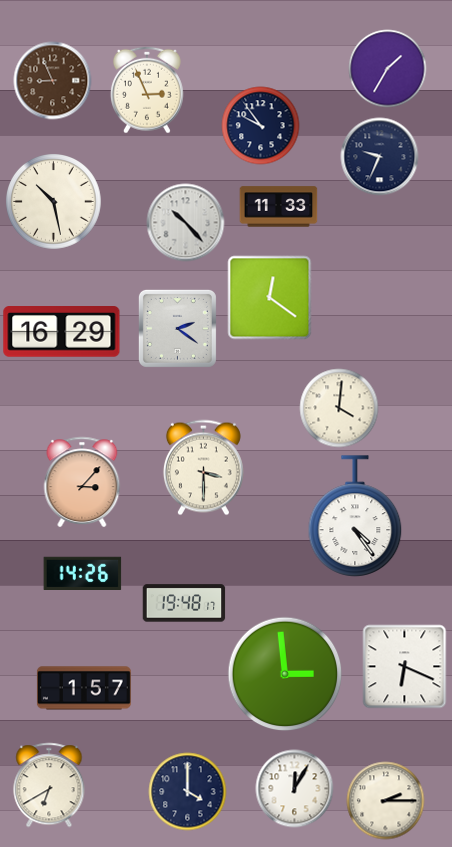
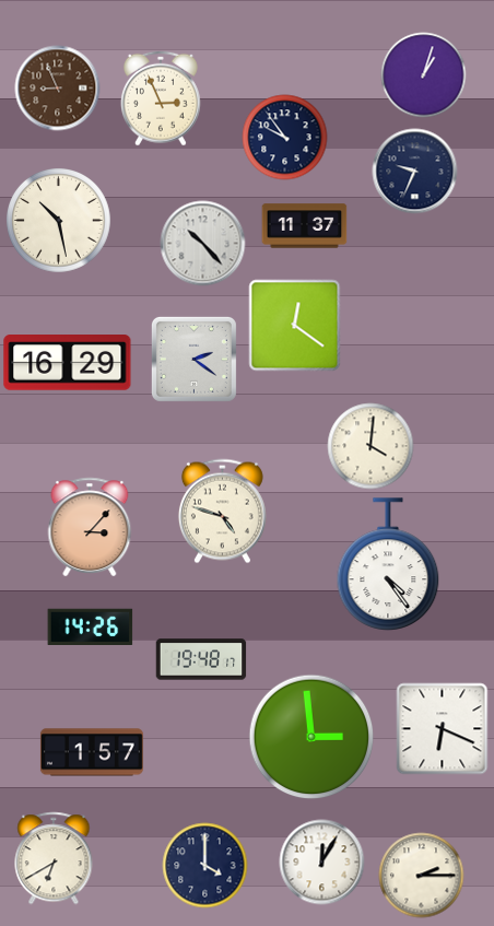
clock at (387, 68): 1:35 -> 1:03
clock at (278, 207): 11:33 -> 11:37
clock at (203, 467): 3:30 -> 4:48
